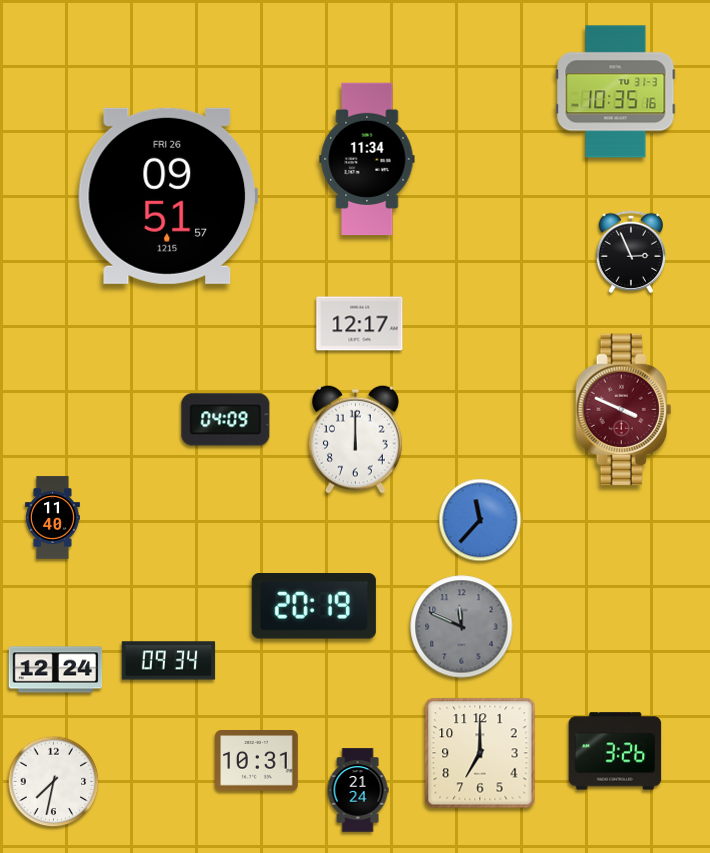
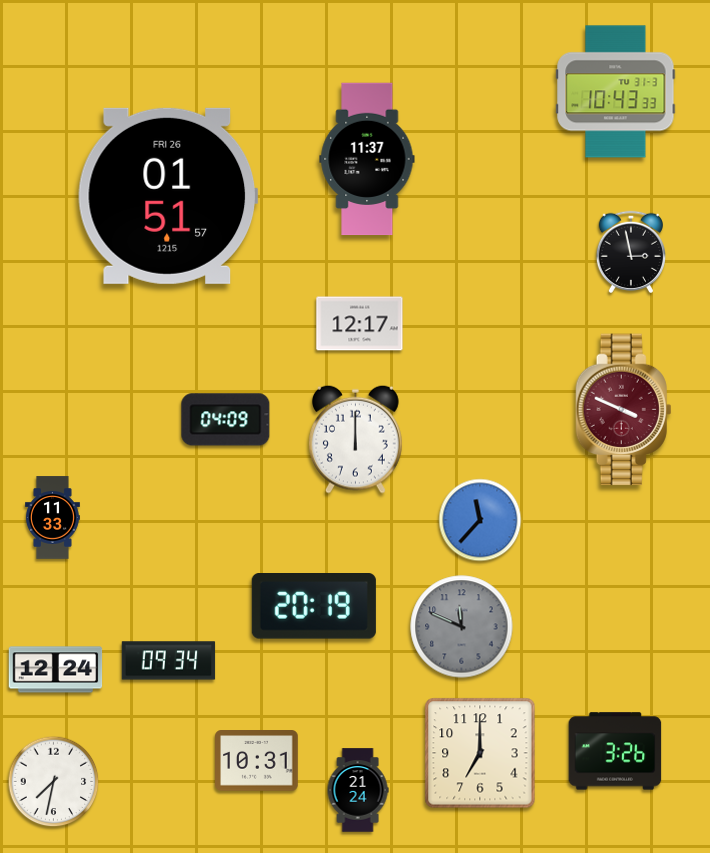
clock at (616, 92): 10:35 -> 10:43
clock at (367, 159): 11:34 -> 11:37
clock at (168, 196): 09:51 -> 01:51
clock at (630, 252): 2:56 -> 2:58
clock at (52, 518): 11:40 -> 11:33
